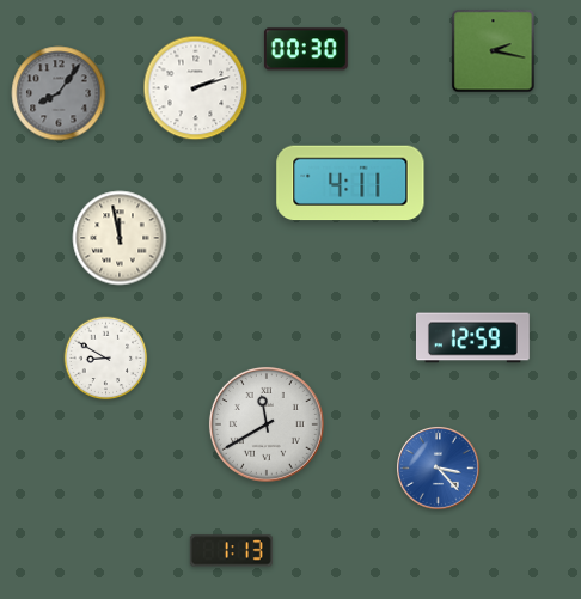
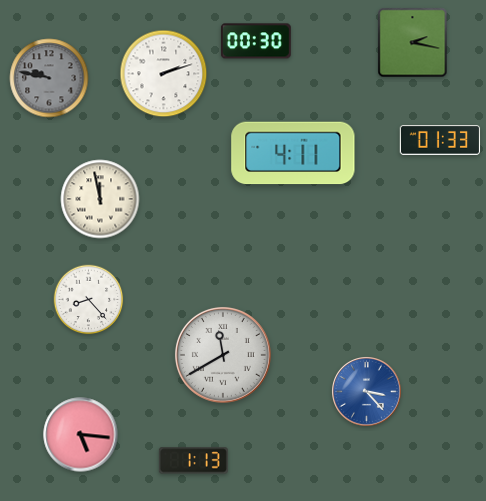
clock at (59, 93): 8:06 -> 9:47
clock at (440, 141): none -> 01:33
clock at (472, 338): 12:59 -> none
clock at (106, 359): 8:50 -> 8:23
clock at (81, 435): none -> 5:16
